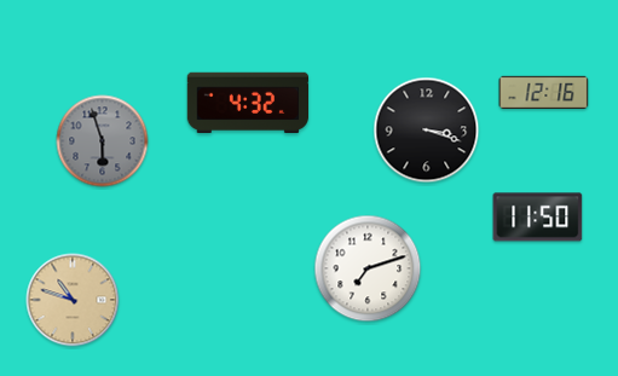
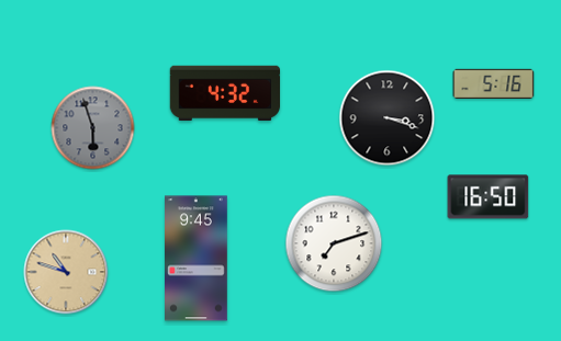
clock at (544, 92): 12:16 -> 5:16
clock at (538, 218): 11:50 -> 16:50
clock at (197, 259): none -> 9:45
